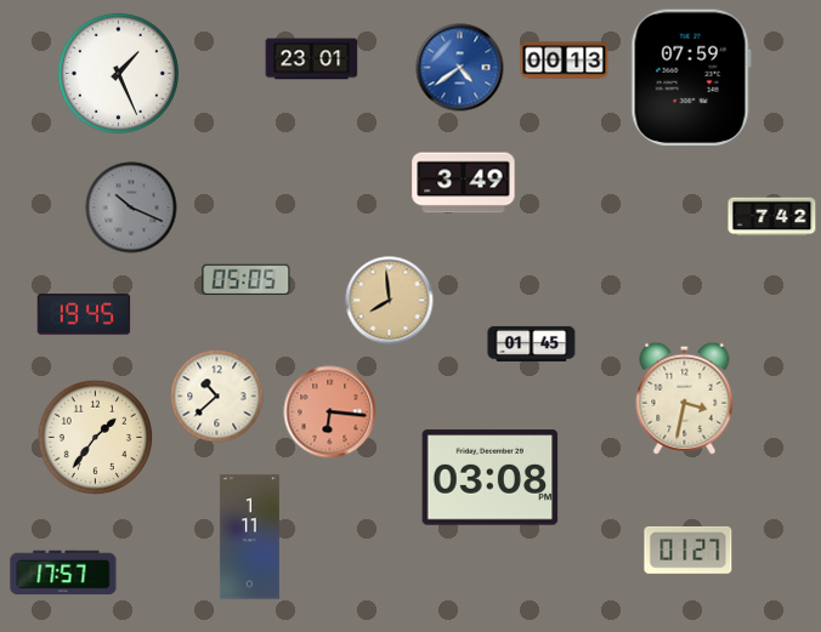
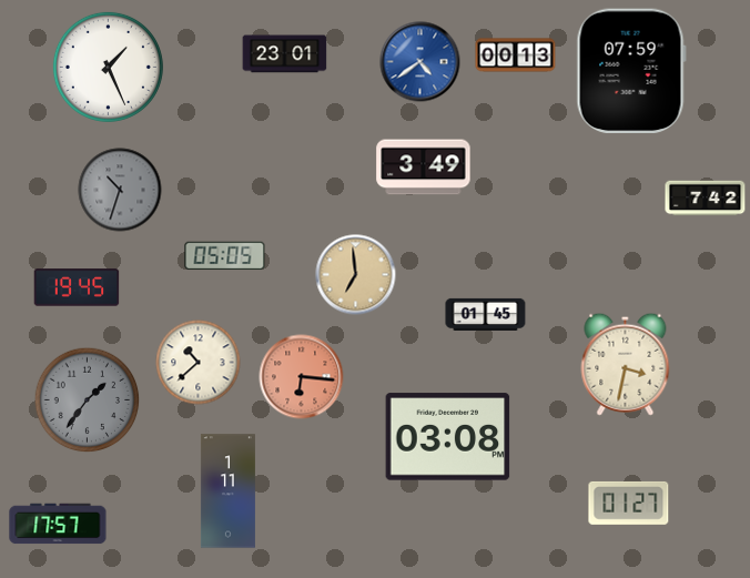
clock at (131, 207): 10:19 -> 10:33
clock at (390, 301): 7:59 -> 6:59
clock at (96, 438) dial: cream -> grey
